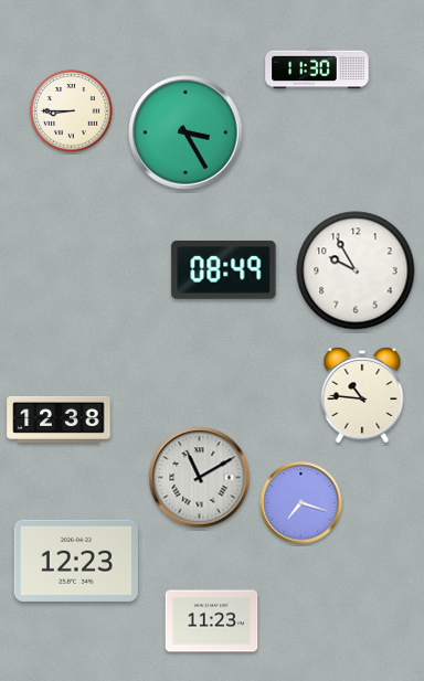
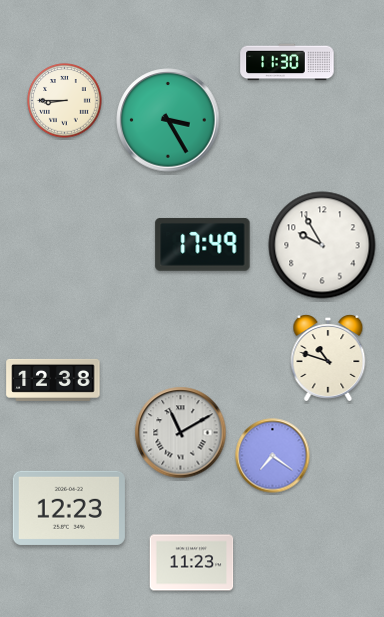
clock at (224, 269): 08:49 -> 17:49
clock at (362, 395): 10:46 -> 10:48
clock at (301, 503): 7:18 -> 7:21
